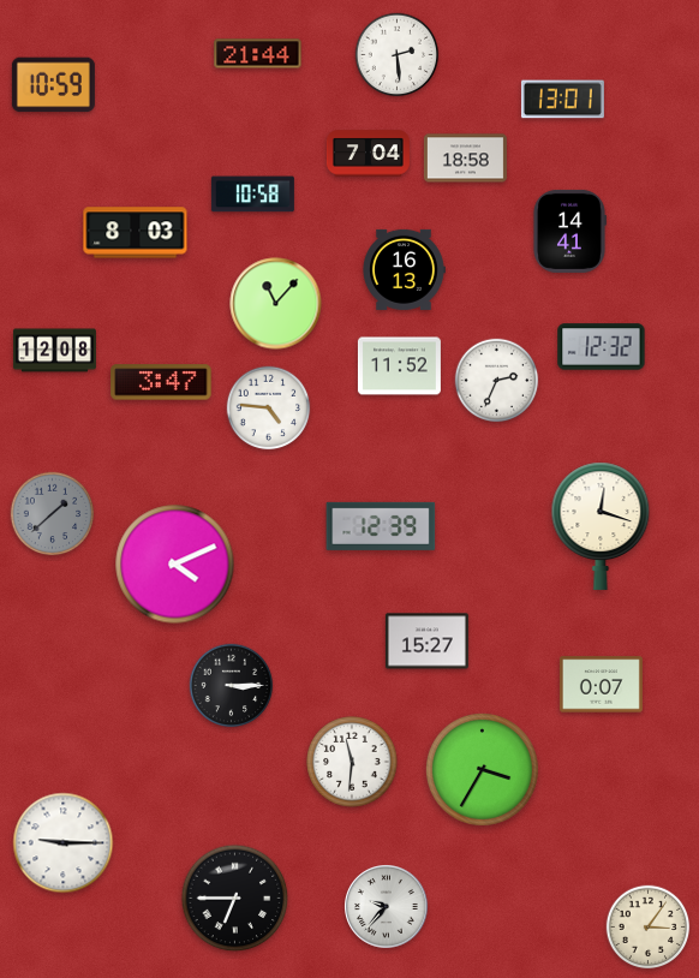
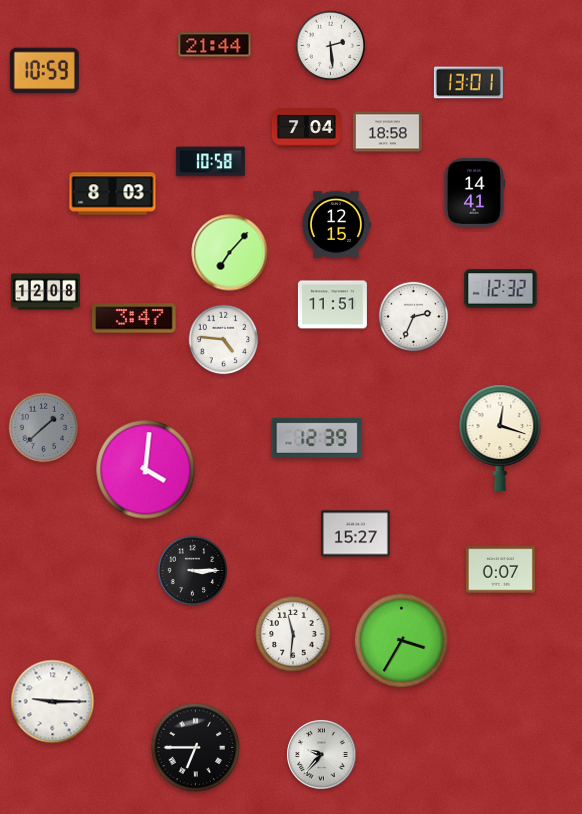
clock at (404, 269): 16:13 -> 12:15
clock at (276, 304): 11:07 -> 7:07
clock at (399, 366): 11:52 -> 11:51
clock at (175, 565): 4:11 -> 4:01
clock at (649, 928): 3:06 -> none
